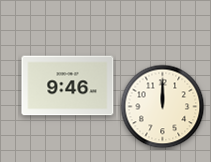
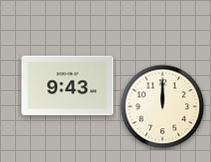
clock at (68, 86): 9:46 -> 9:43
